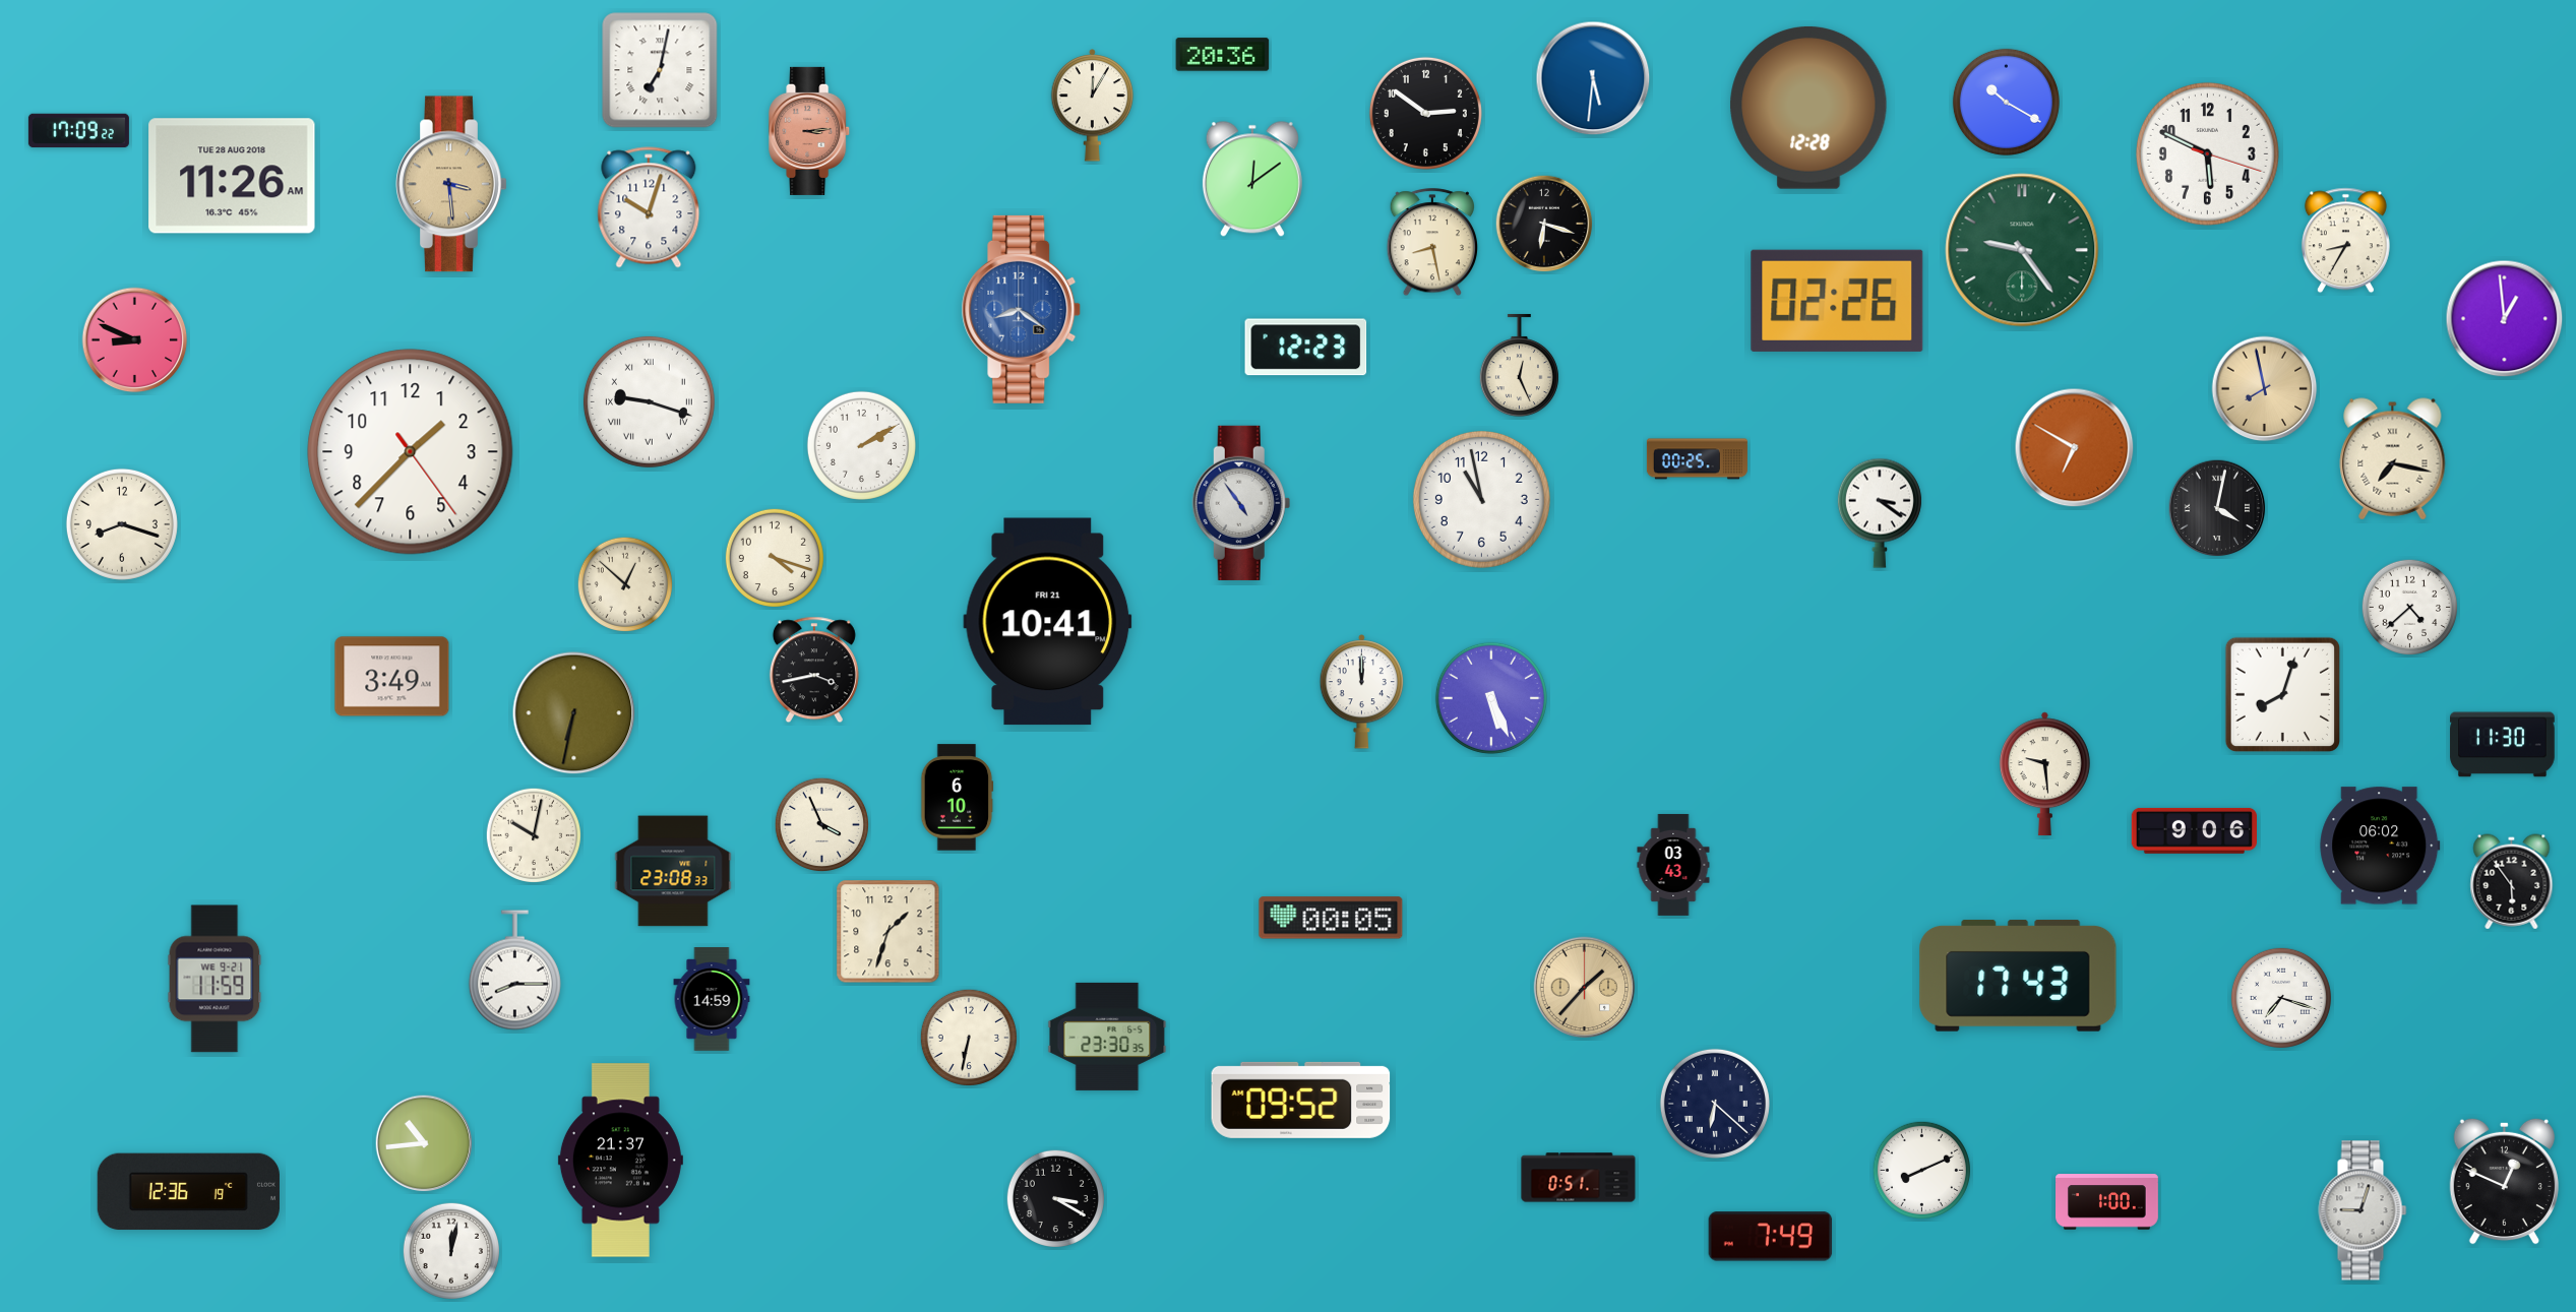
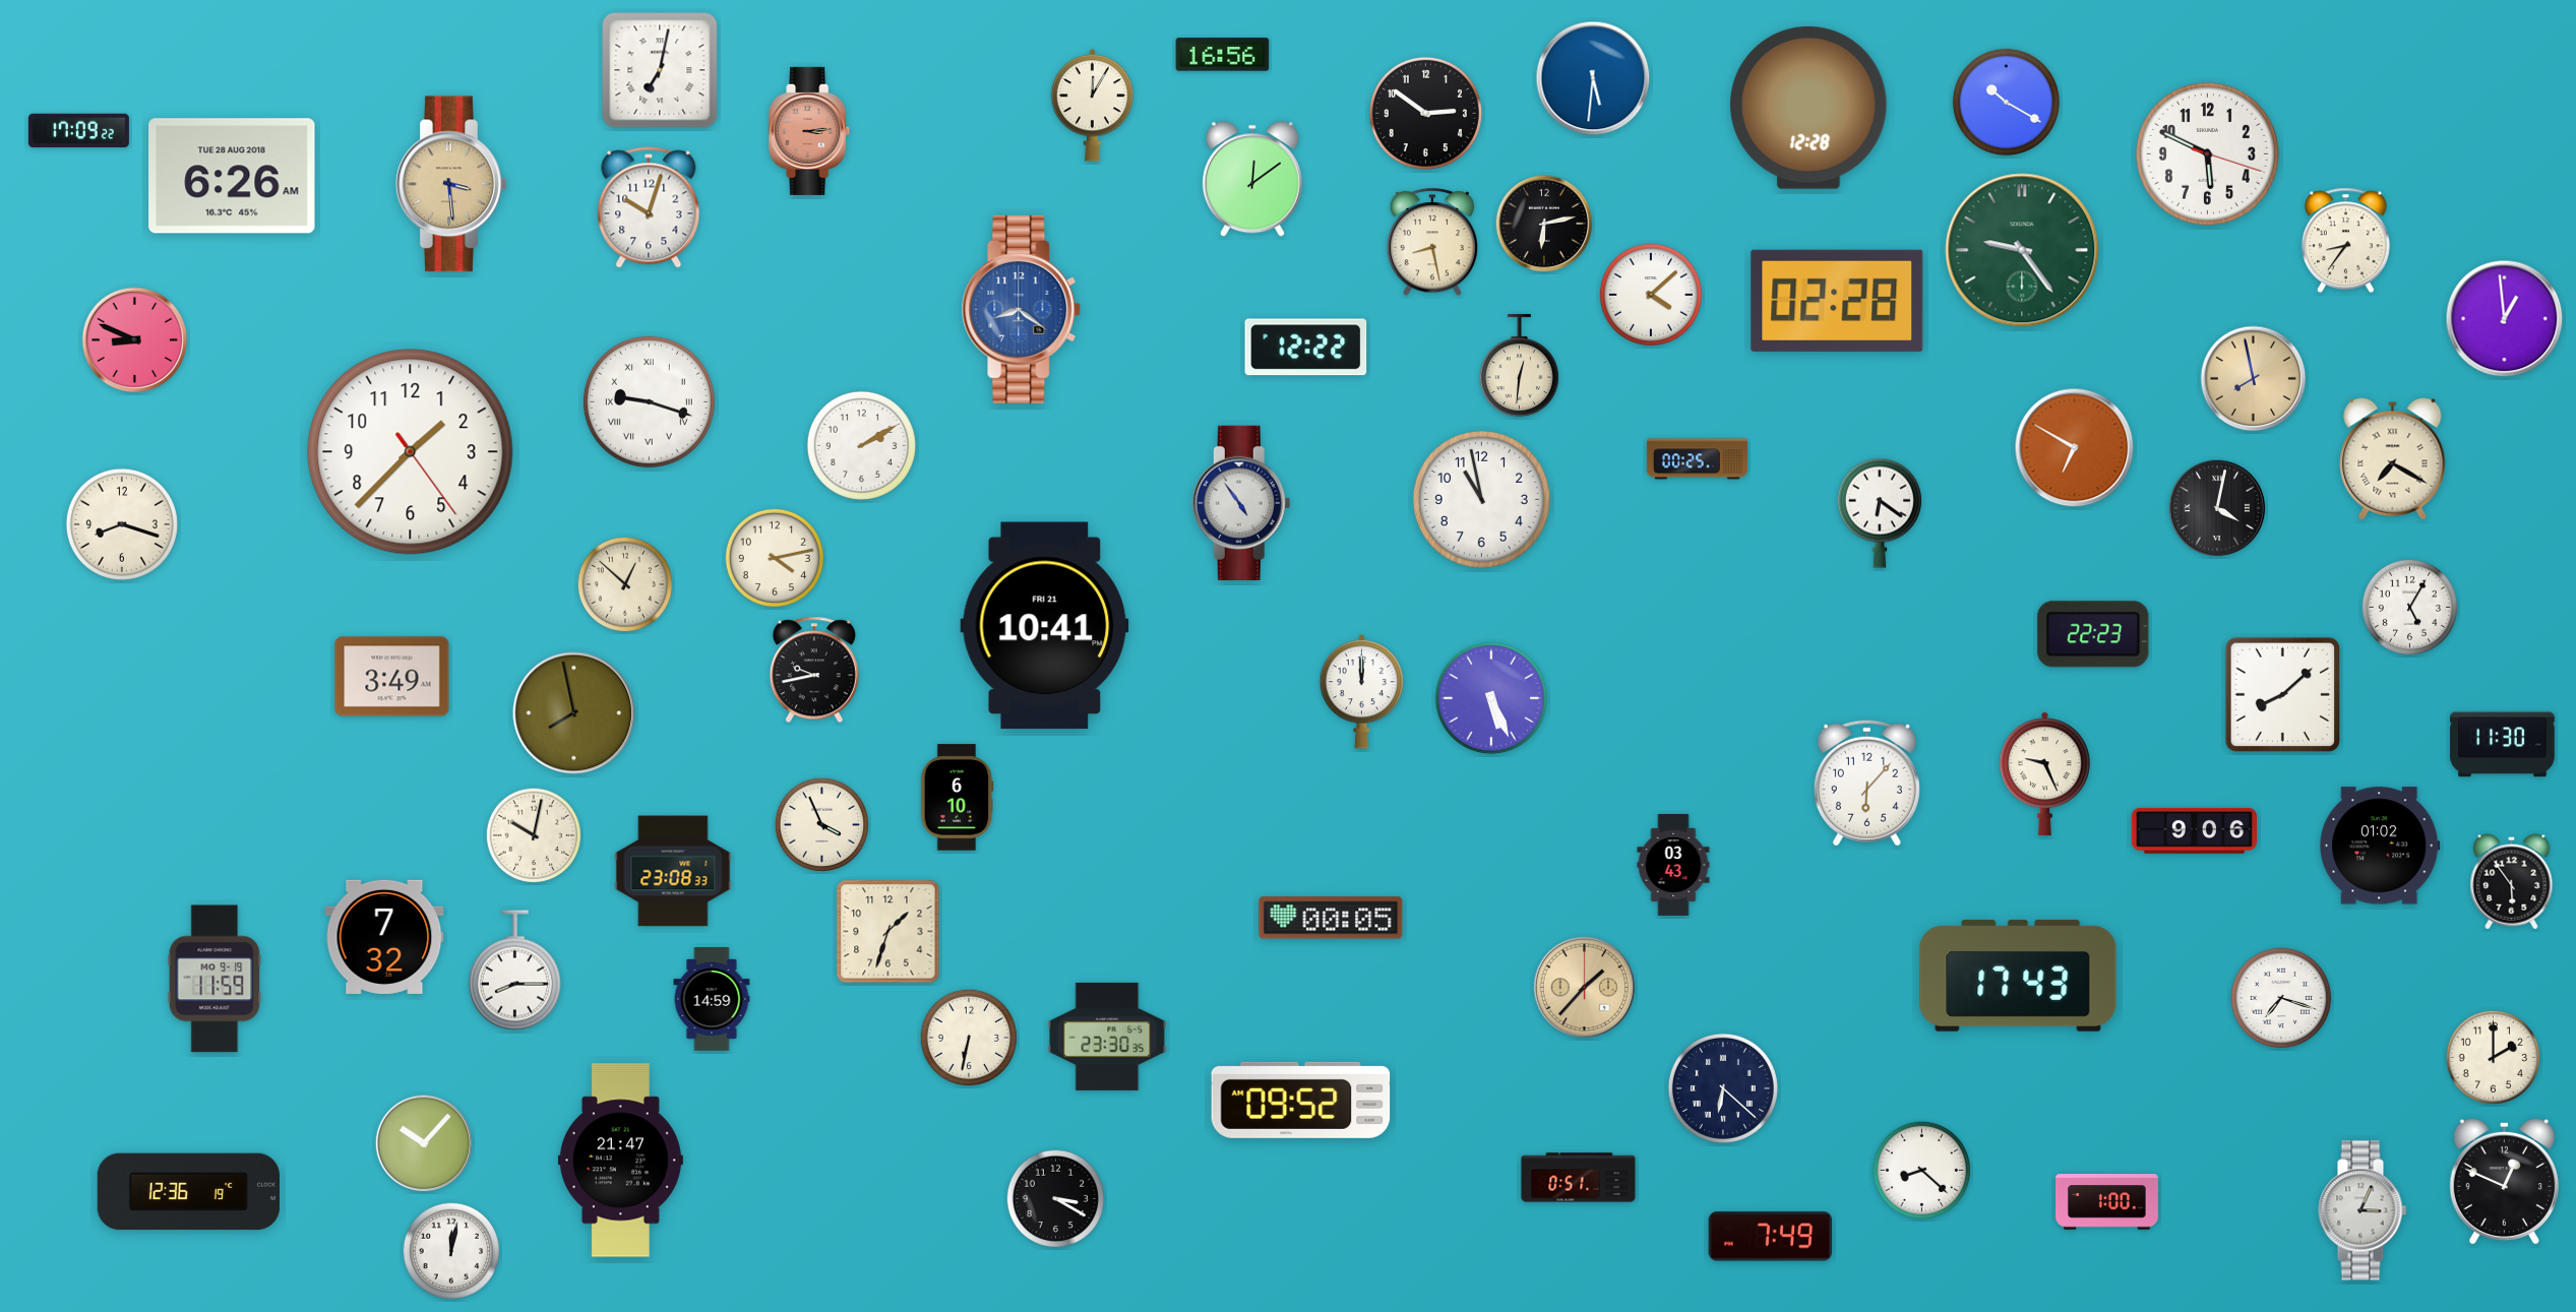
clock at (1223, 55): 20:36 -> 16:56
clock at (232, 176): 11:26 -> 6:26
clock at (1544, 224): 6:18 -> 6:13
clock at (2345, 241): 8:35 -> 8:36
clock at (1651, 295): none -> 4:08
clock at (1837, 301): 02:26 -> 02:28
clock at (1306, 348): 12:23 -> 12:22
clock at (1519, 366): 12:26 -> 12:31
clock at (2265, 389) position: (2265, 389) -> (2254, 379)
clock at (2393, 459): 7:17 -> 7:20
clock at (1880, 513): 3:21 -> 6:21
clock at (775, 558): 4:18 -> 4:13
clock at (2409, 607): 4:38 -> 5:05
clock at (1048, 622) position: (1048, 622) -> (1045, 626)
clock at (2093, 634): none -> 22:23
clock at (814, 670): 3:43 -> 9:43
clock at (2282, 694): 8:03 -> 8:08
clock at (574, 713): 6:32 -> 7:58
clock at (2044, 774): 9:29 -> 9:26
clock at (1866, 783): none -> 6:07
clock at (2380, 846): 06:02 -> 01:02
clock at (384, 937): none -> 7:32
clock at (214, 979) date: WE 9-21 -> MO 9-19
clock at (2493, 1057): none -> 2:00
clock at (1715, 1104) position: (1715, 1104) -> (1723, 1088)
clock at (424, 1143): 10:44 -> 10:07
clock at (620, 1161): 21:37 -> 21:47
clock at (1921, 1170): 8:11 -> 8:22
clock at (2363, 1210): 9:03 -> 3:04
